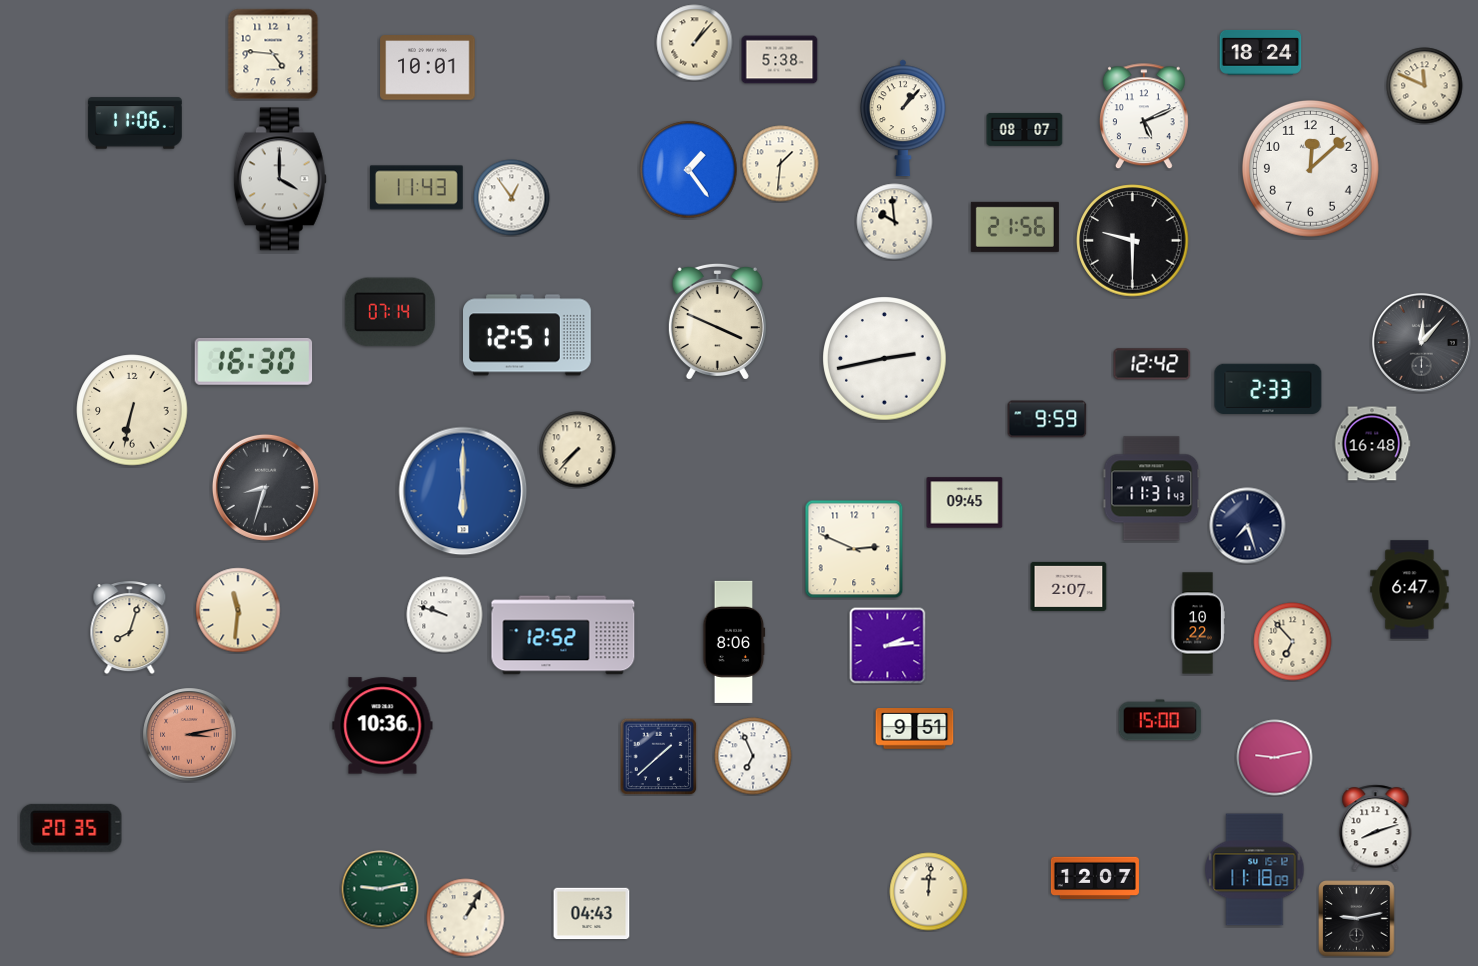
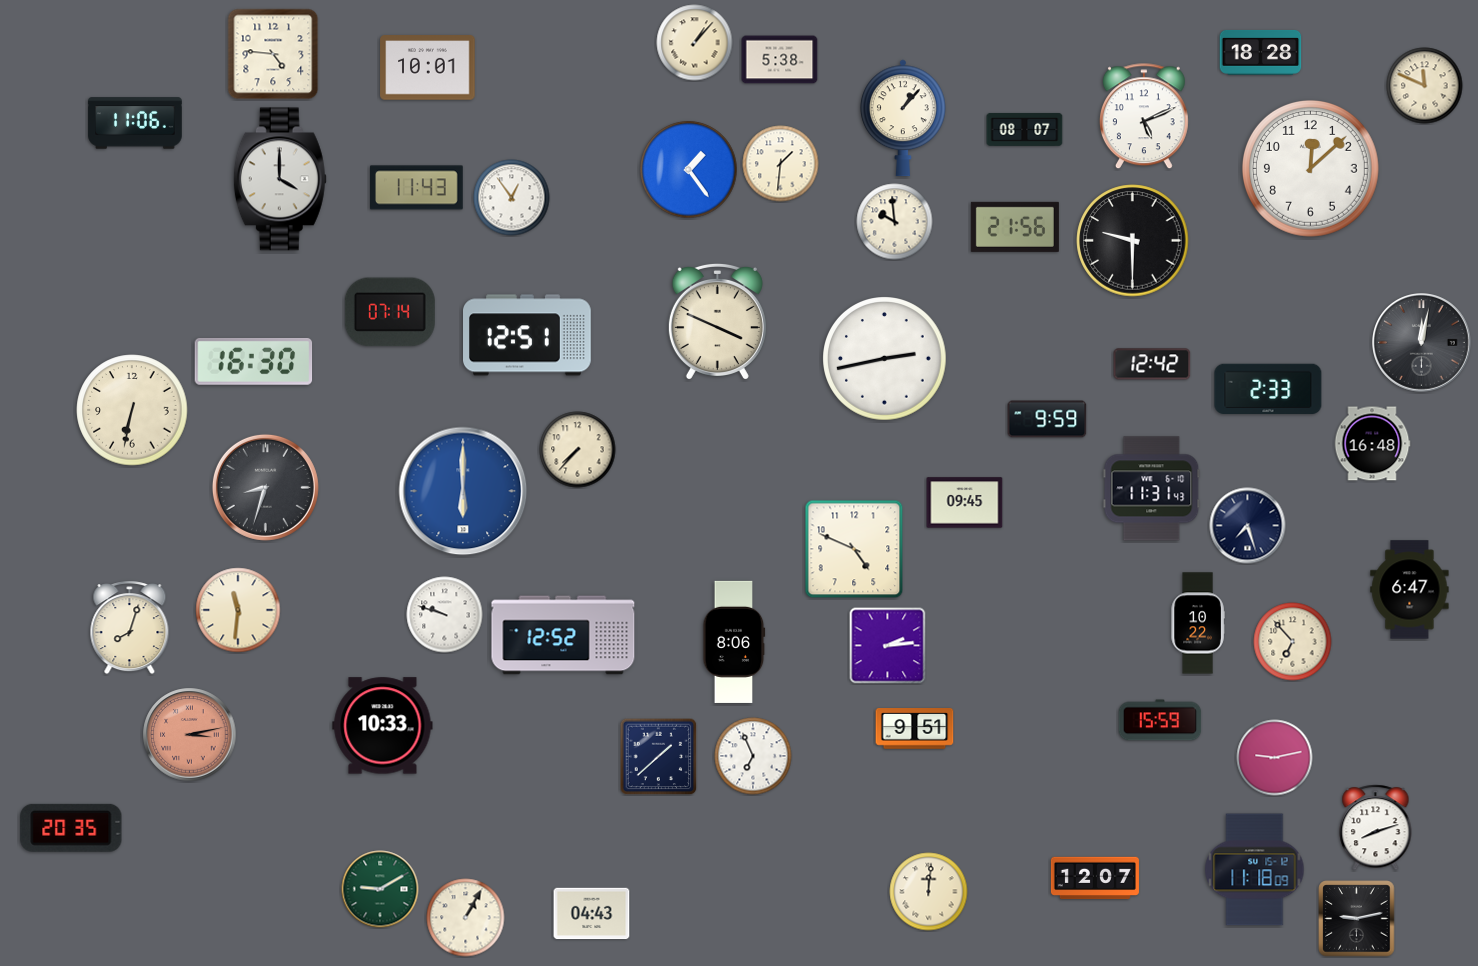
clock at (1261, 52): 18:24 -> 18:28
clock at (1422, 343): 12:07 -> 12:02
clock at (854, 549): 2:49 -> 4:49
clock at (1069, 586): 2:07 -> none
clock at (1160, 720): 15:00 -> 15:59
clock at (383, 726): 10:36 -> 10:33
clock at (380, 889): 9:13 -> 9:10
